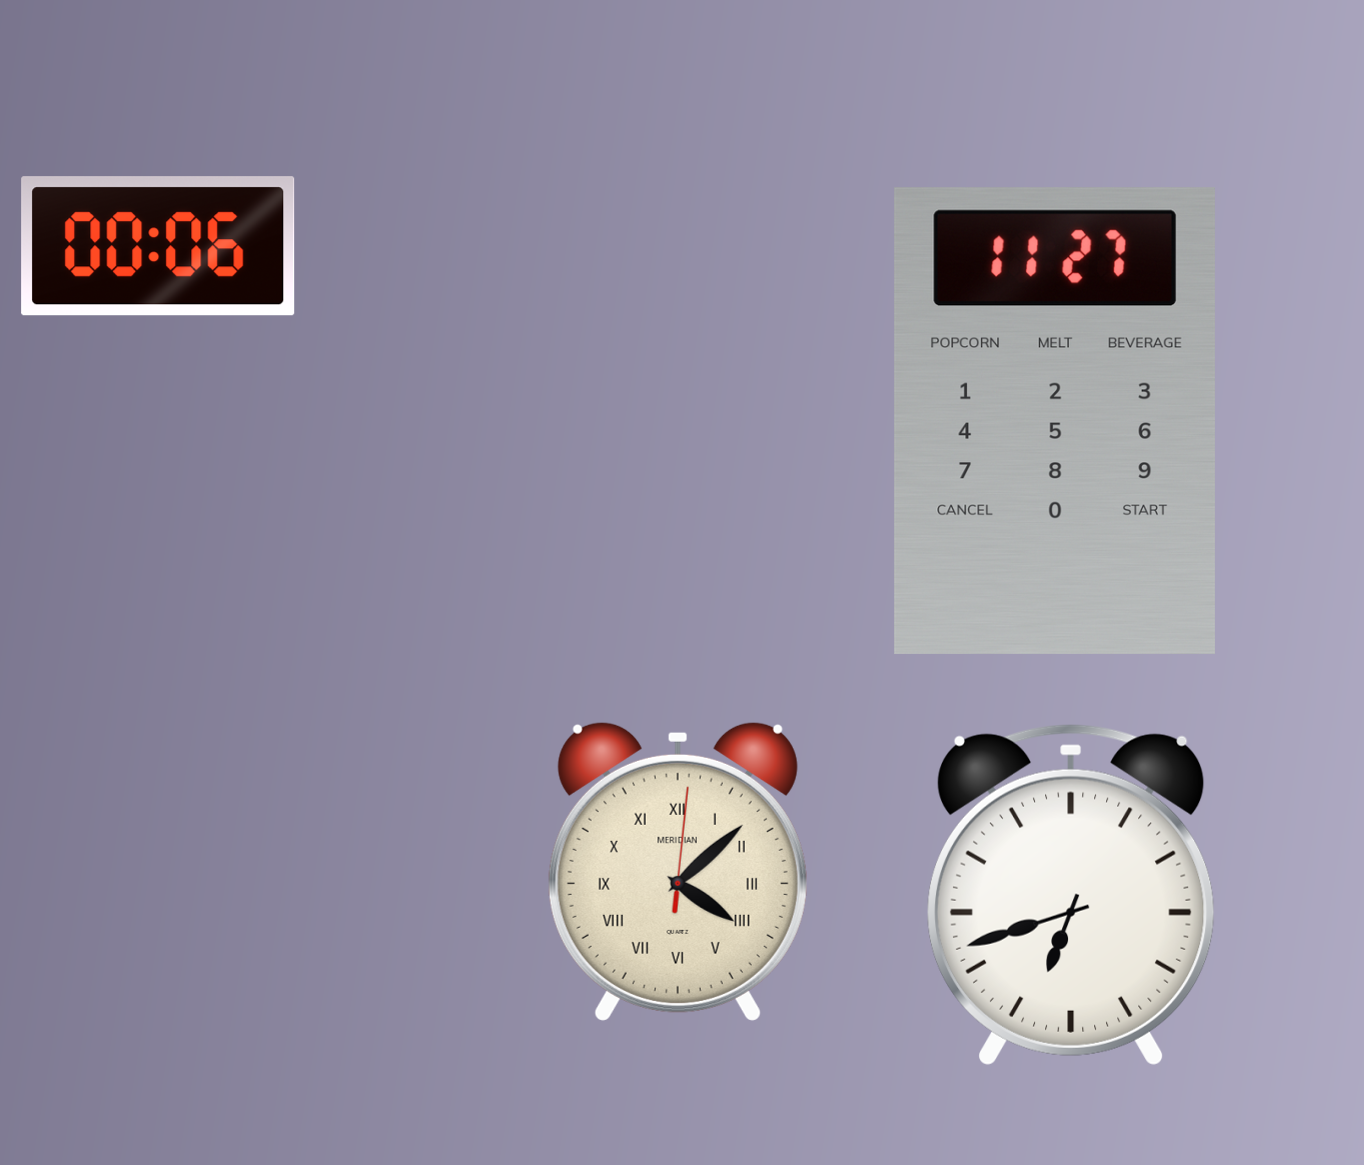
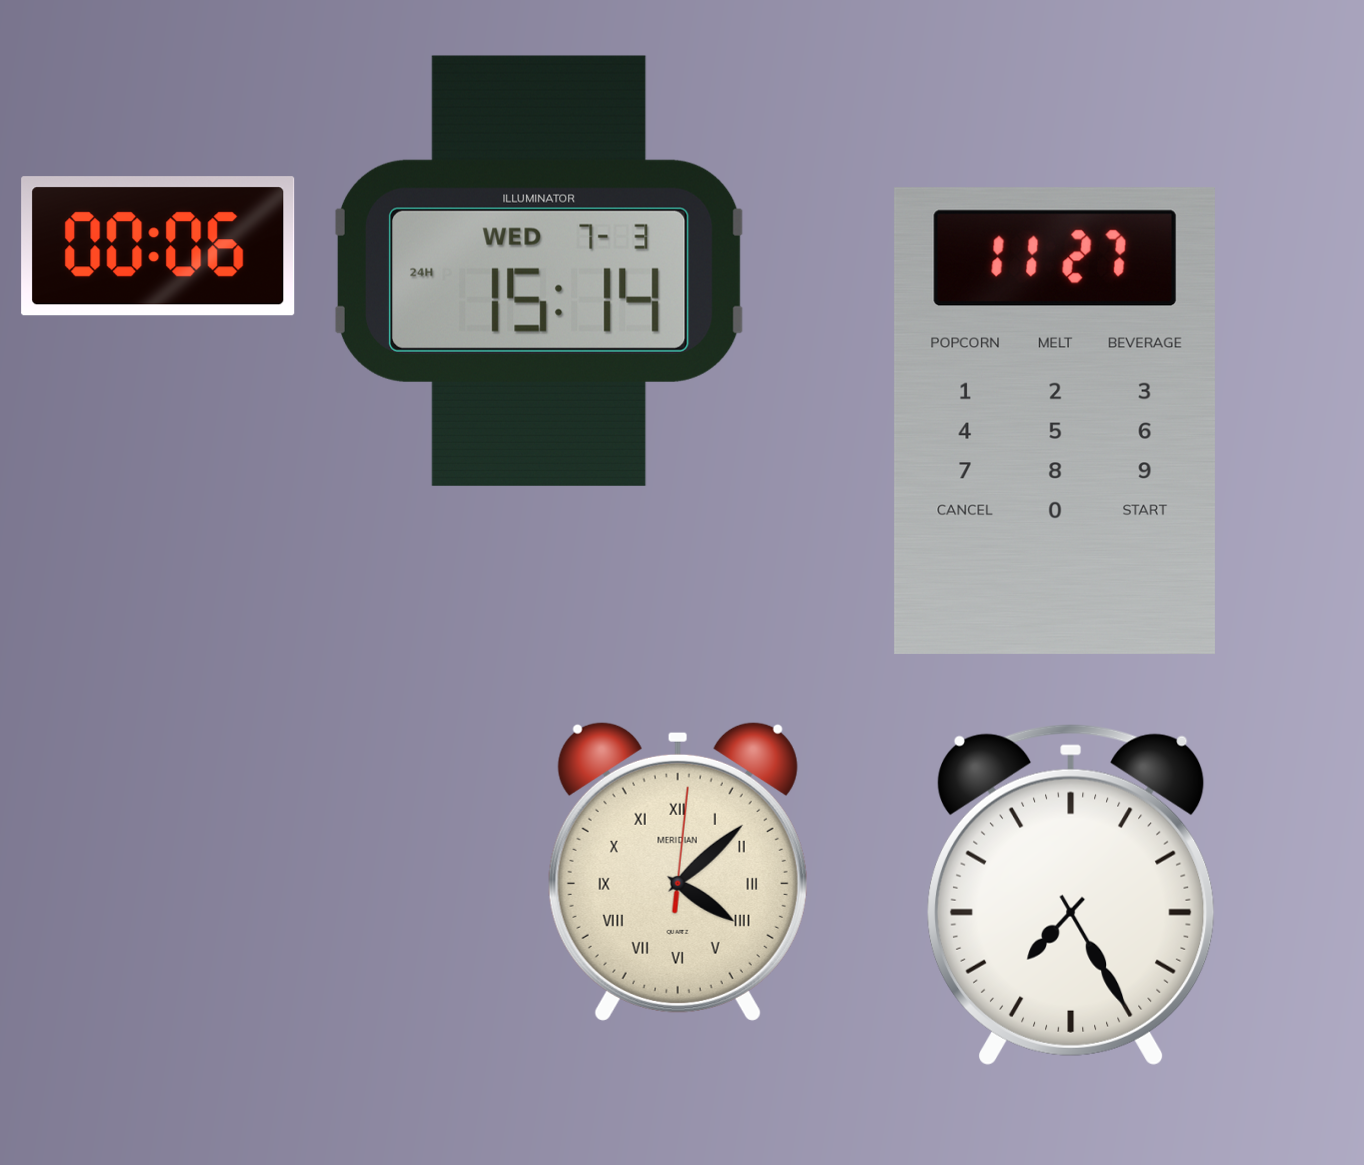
clock at (539, 271): none -> 15:14
clock at (1072, 894): 6:42 -> 7:25
